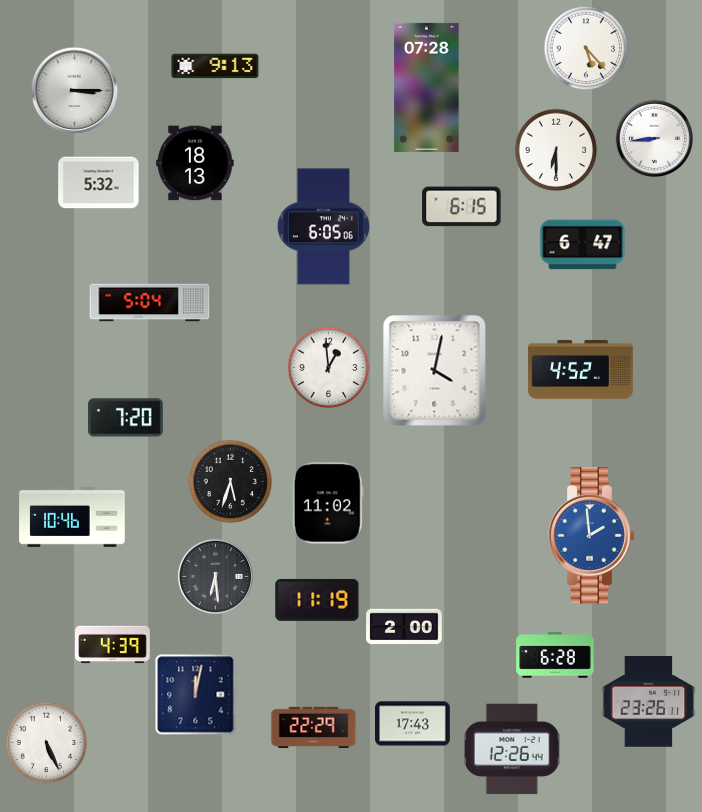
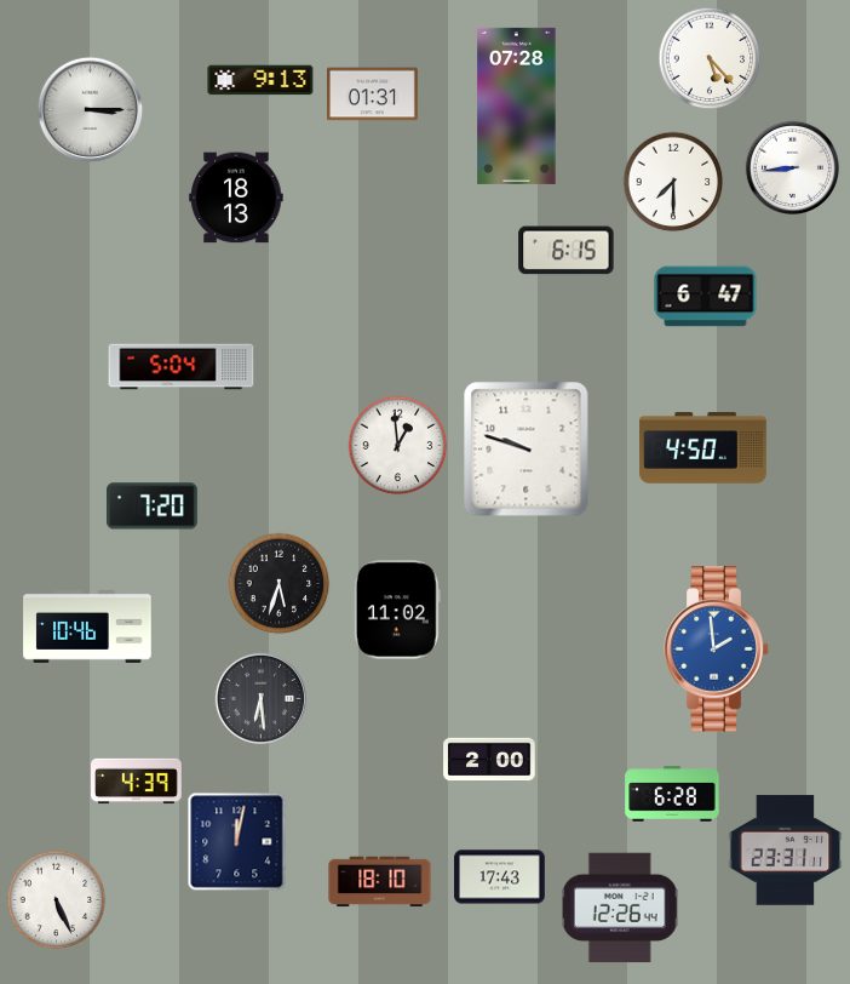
clock at (373, 95): none -> 01:31
clock at (556, 150): 6:30 -> 7:30
clock at (99, 183): 5:32 -> none
clock at (462, 207) position: (462, 207) -> (567, 251)
clock at (323, 227): 6:05 -> none
clock at (581, 370): 4:52 -> 4:50
clock at (435, 371): 4:02 -> 9:48
clock at (317, 600): 11:19 -> none
clock at (649, 702): 23:26 -> 23:31
clock at (314, 728): 22:29 -> 18:10
